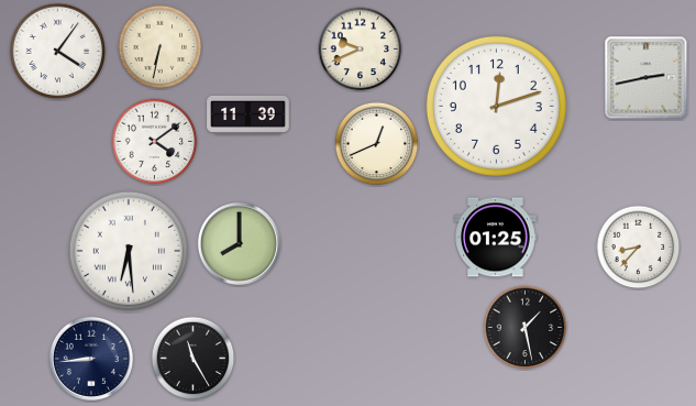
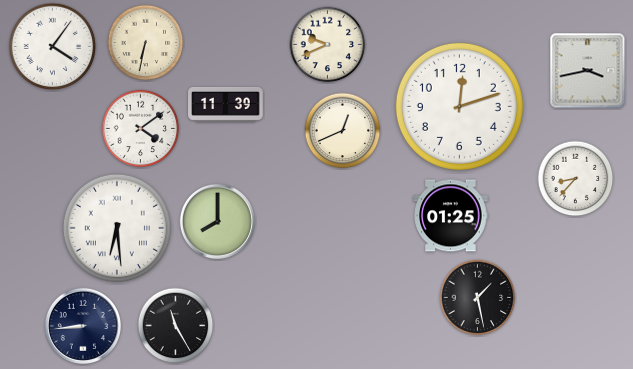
clock at (647, 78): 2:43 -> 3:43
clock at (496, 106) position: (496, 106) -> (459, 106)
clock at (639, 248) position: (639, 248) -> (576, 179)
